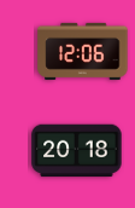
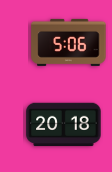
clock at (83, 51): 12:06 -> 5:06
